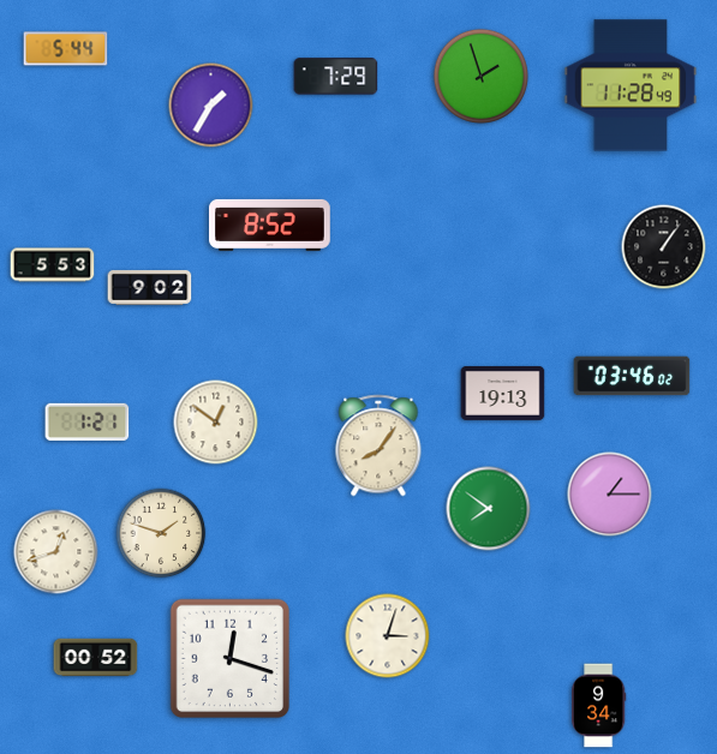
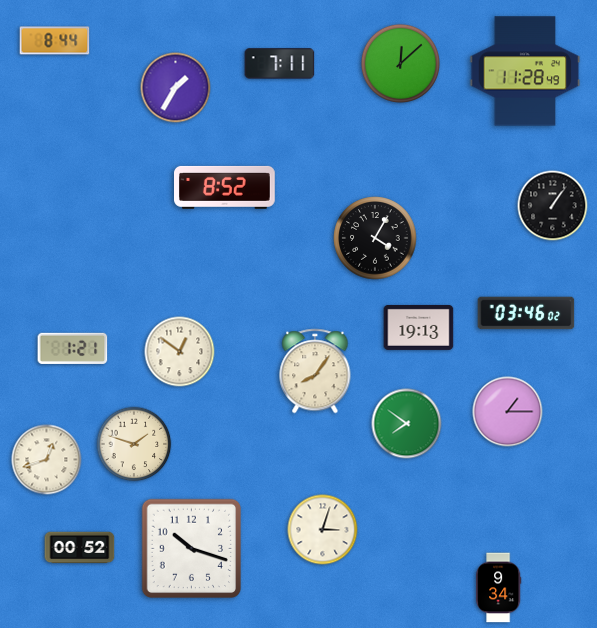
clock at (66, 49): 5:44 -> 8:44
clock at (480, 76): 1:57 -> 12:08
clock at (336, 77): 7:29 -> 7:11
clock at (53, 265): 5:53 -> none
clock at (375, 238): none -> 4:05
clock at (150, 287): 9:02 -> none
clock at (88, 421) position: (88, 421) -> (73, 348)
clock at (231, 659): 12:18 -> 10:18
